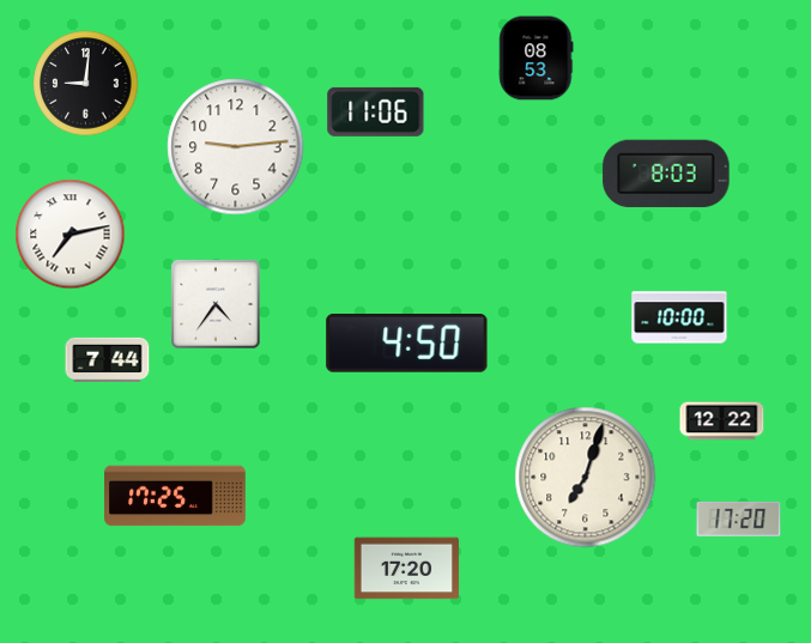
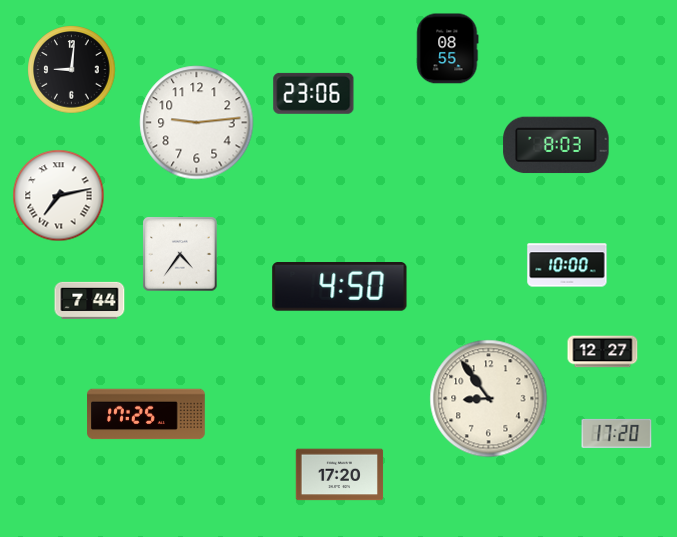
clock at (537, 59): 08:53 -> 08:55
clock at (376, 111): 11:06 -> 23:06
clock at (722, 421): 12:22 -> 12:27
clock at (586, 478): 7:03 -> 8:54
